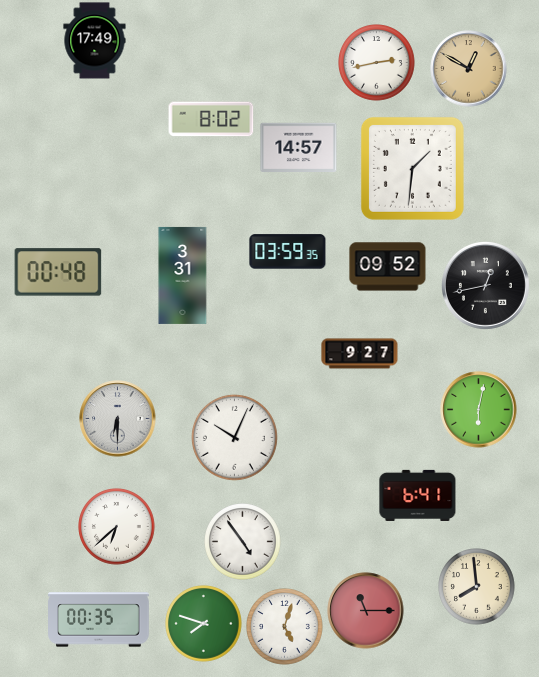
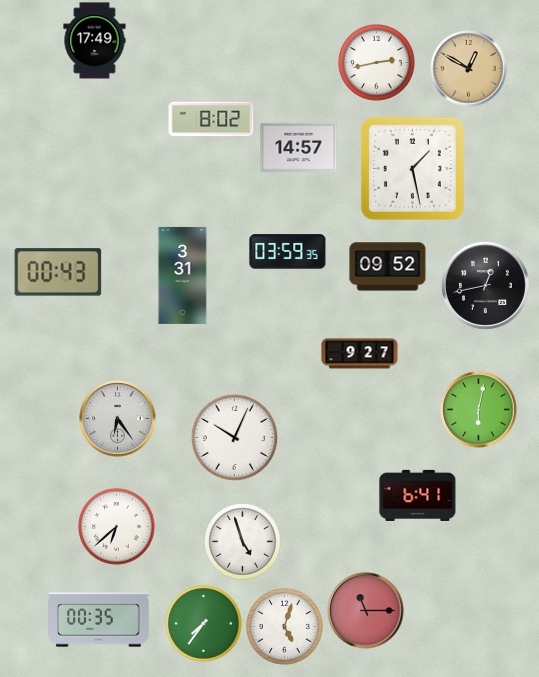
clock at (412, 168): 1:31 -> 1:28
clock at (58, 272): 00:48 -> 00:43
clock at (118, 419): 6:30 -> 6:24
clock at (243, 542): 4:54 -> 4:57
clock at (477, 587): 7:59 -> none
clock at (204, 624): 7:48 -> 7:36
